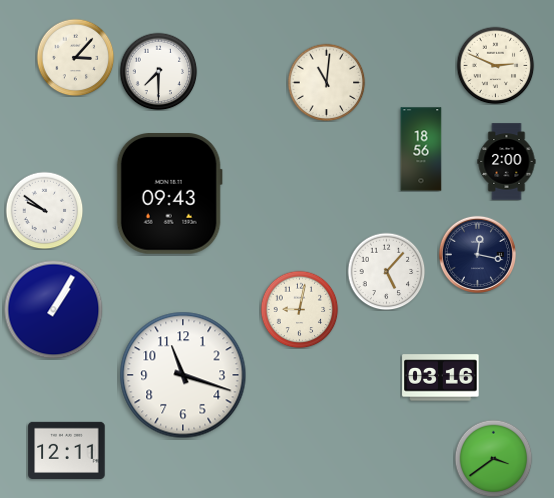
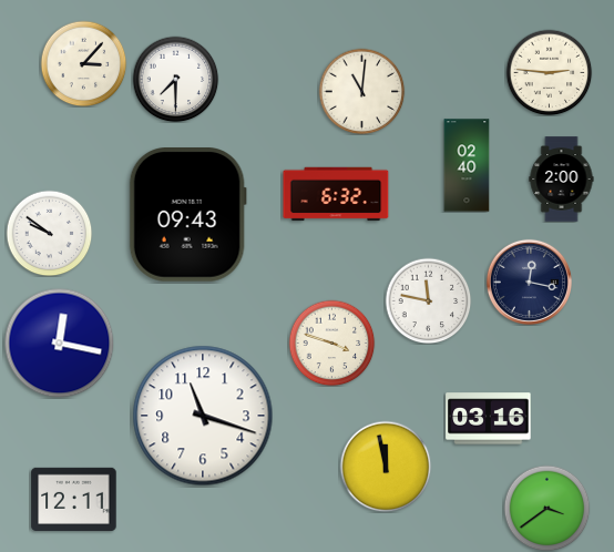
clock at (495, 65): 2:49 -> 2:46
clock at (421, 149): 18:56 -> 02:40
clock at (336, 194): none -> 6:32
clock at (386, 271): 5:07 -> 11:47
clock at (299, 309): 9:02 -> 3:48
clock at (54, 310): 1:05 -> 12:17
clock at (386, 467): none -> 11:58
